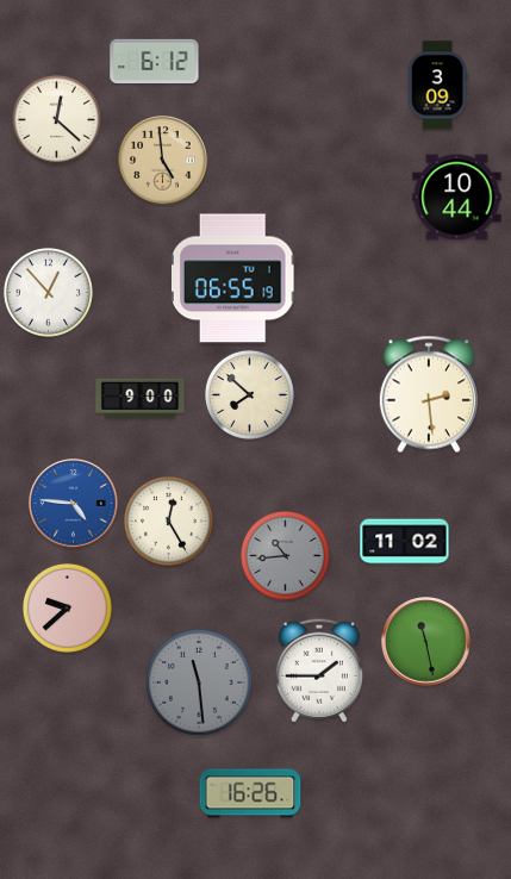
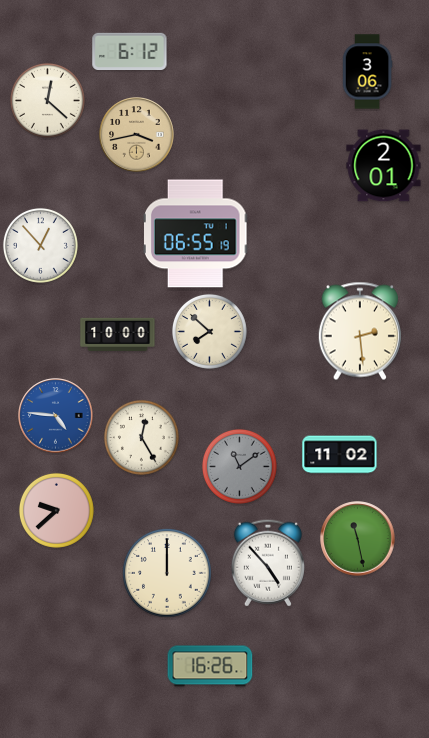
clock at (437, 86): 3:09 -> 3:06
clock at (163, 161): 4:59 -> 3:43
clock at (457, 198): 10:44 -> 2:01
clock at (141, 398): 9:00 -> 10:00
clock at (74, 504) position: (74, 504) -> (56, 416)
clock at (285, 555): 10:44 -> 11:09
clock at (319, 671): 1:45 -> 4:53
clock at (200, 684): 11:29 -> 12:00
clock at (200, 684) dial: grey -> cream
